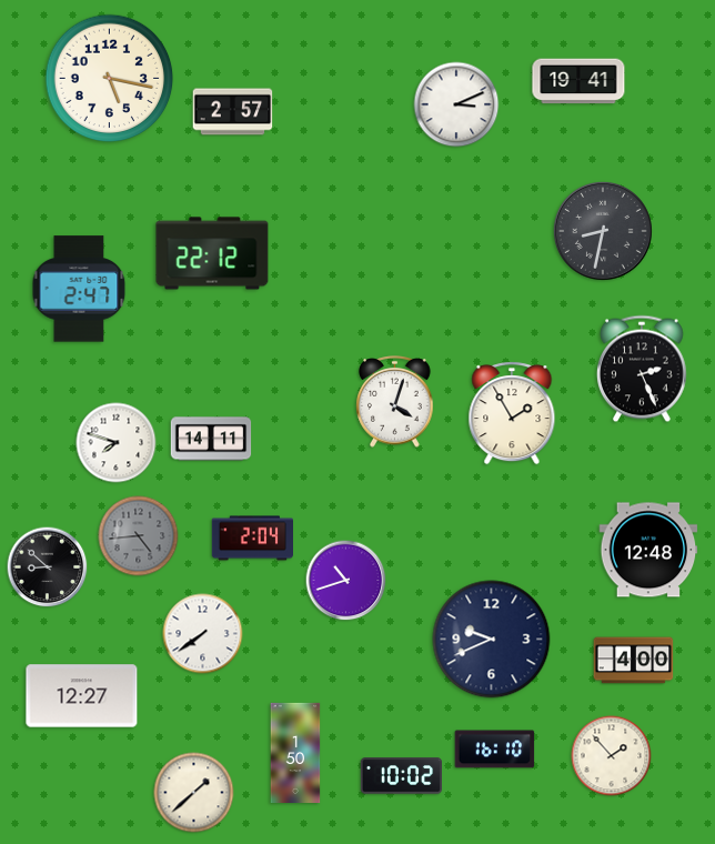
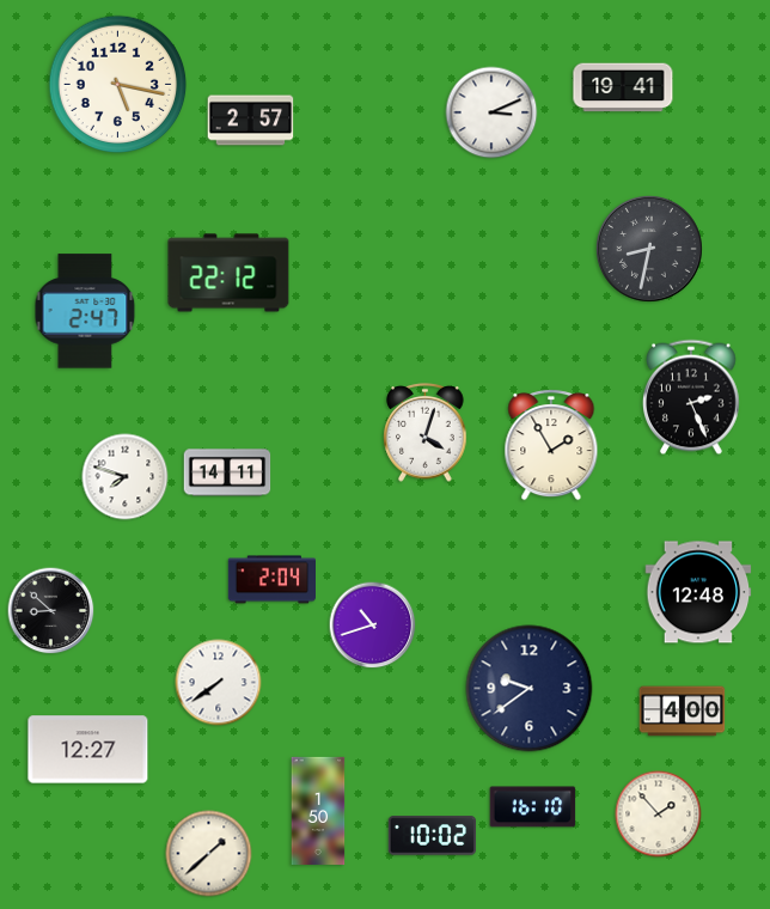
clock at (139, 536): 4:44 -> none
clock at (492, 640): 9:41 -> 9:39
